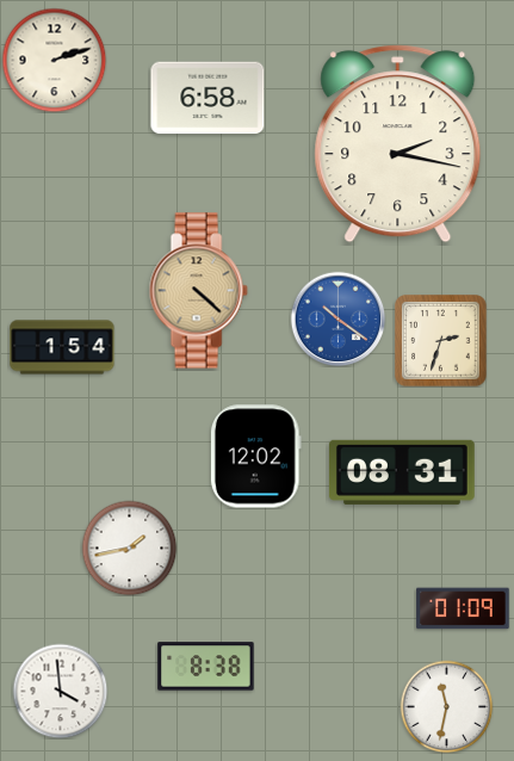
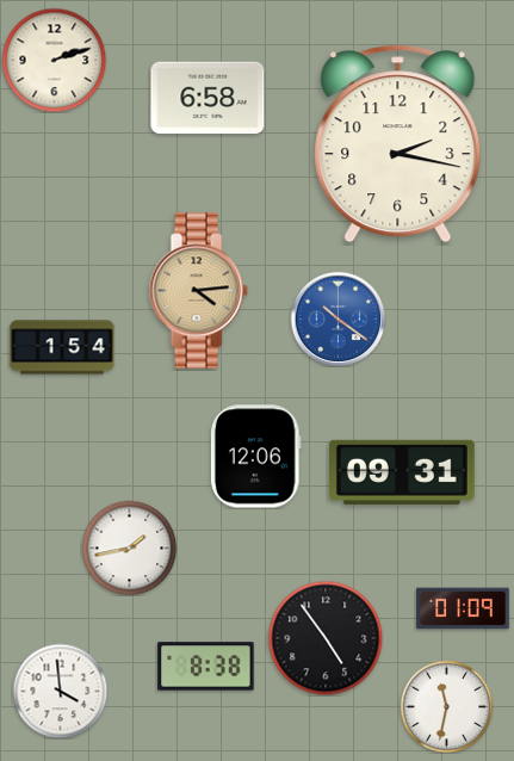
clock at (198, 291): 4:22 -> 4:14
clock at (441, 341): 2:33 -> none
clock at (255, 457): 12:02 -> 12:06
clock at (402, 472): 08:31 -> 09:31
clock at (326, 638): none -> 4:54
